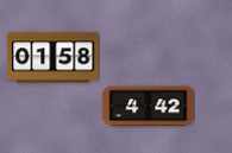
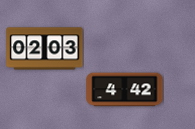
clock at (54, 58): 01:58 -> 02:03
